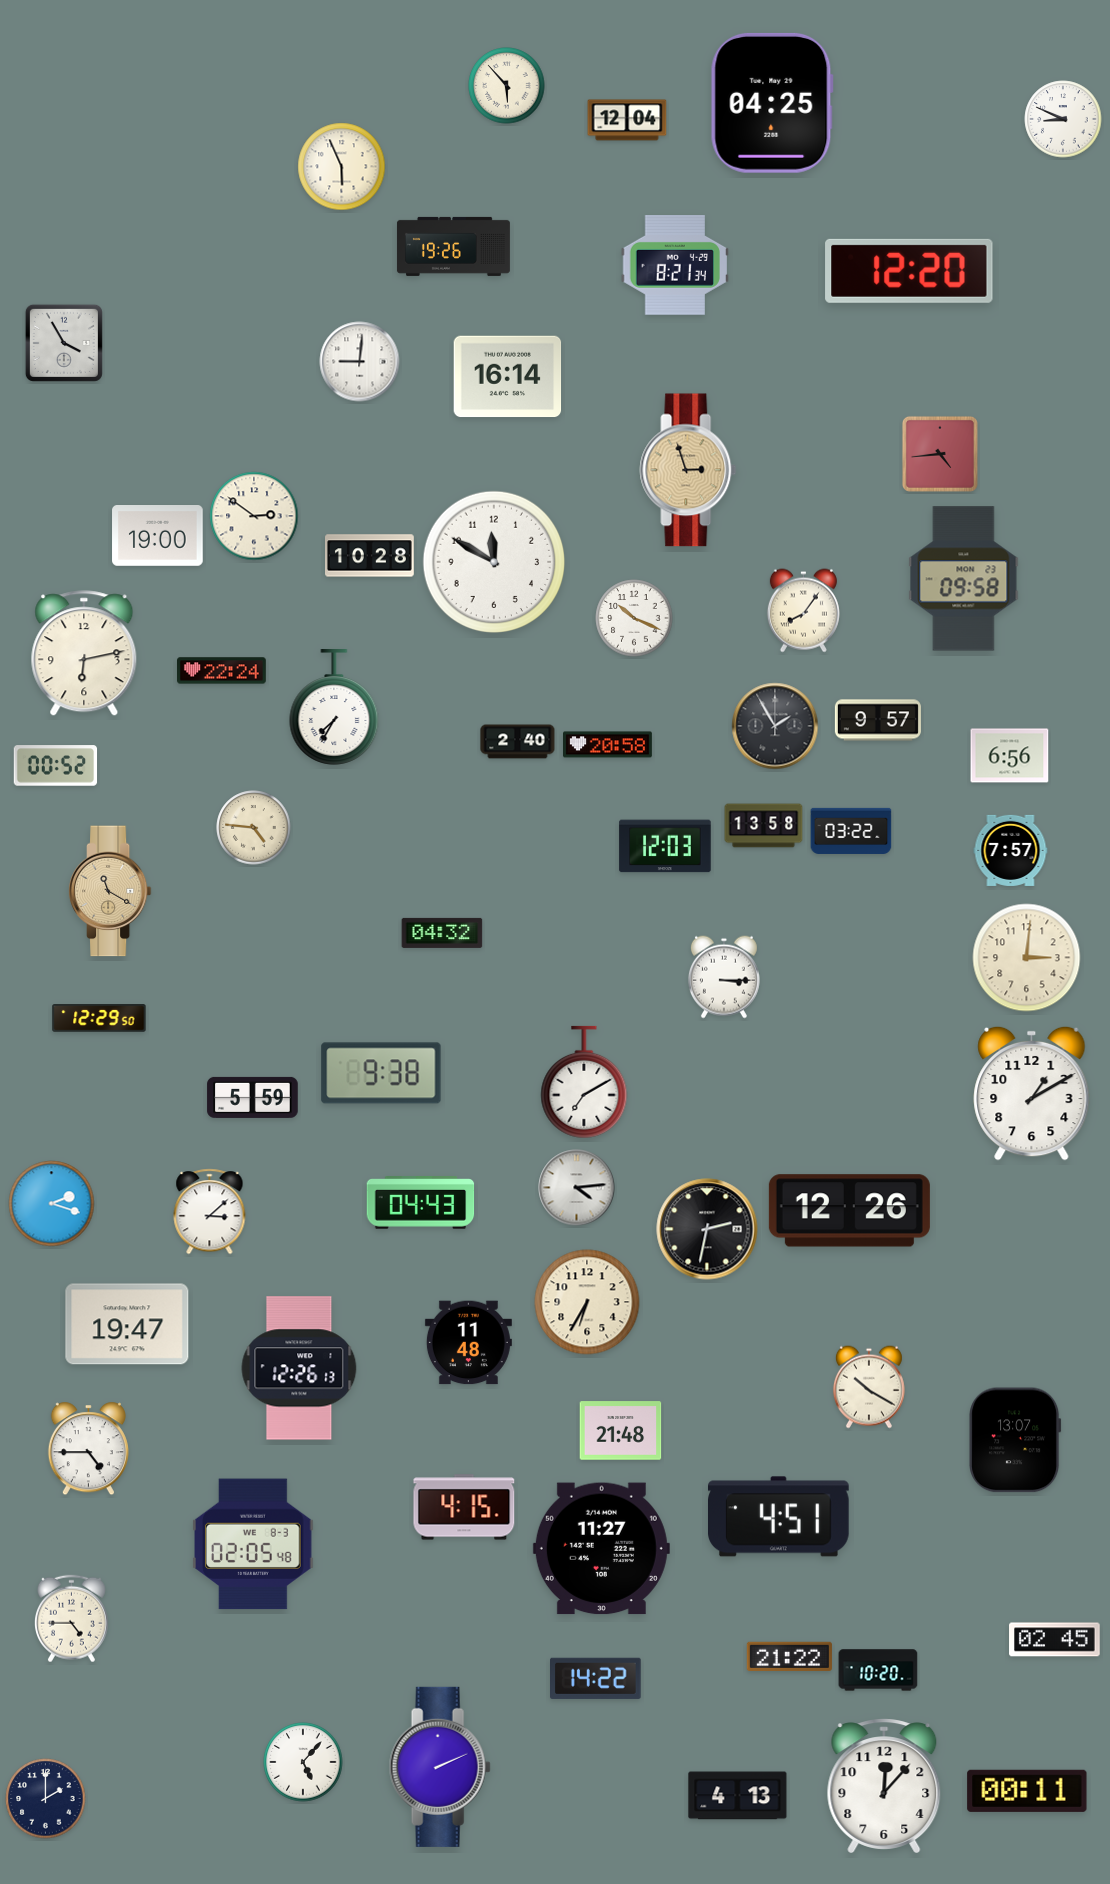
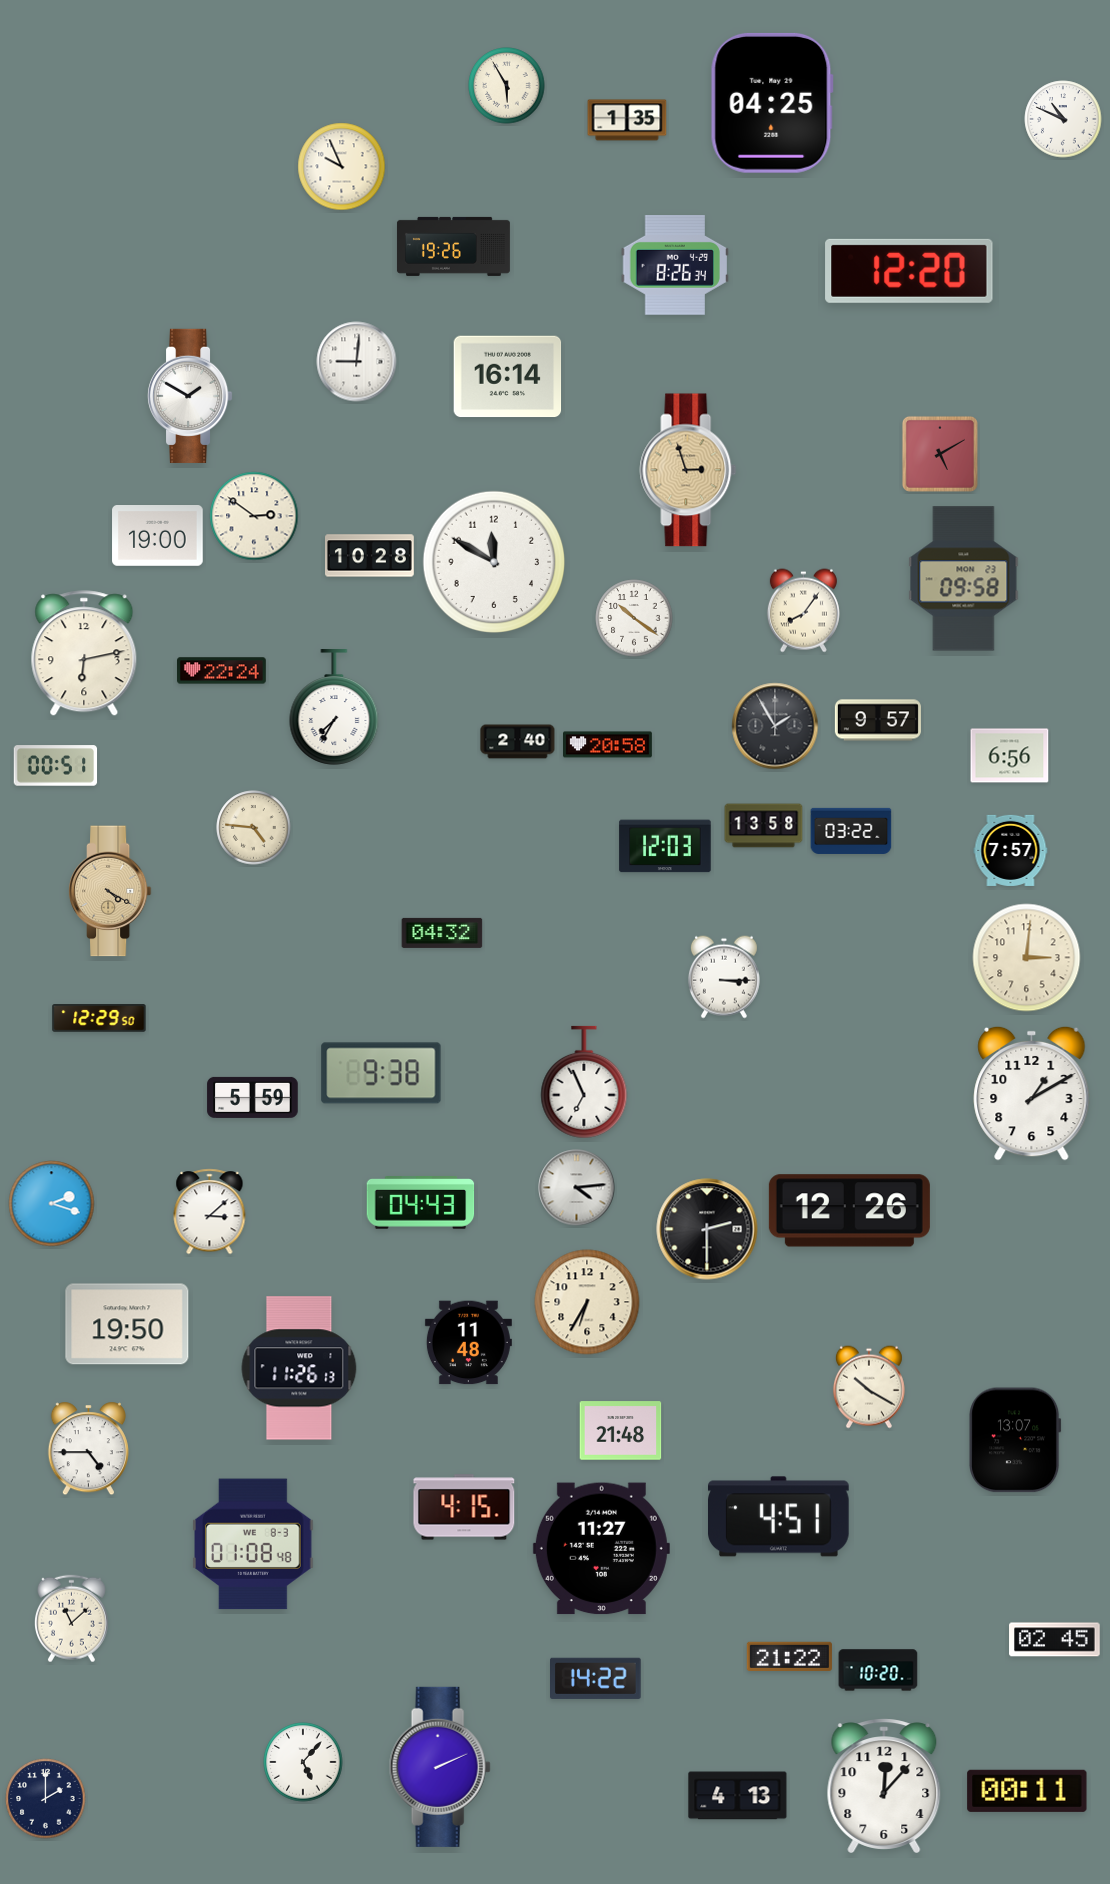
clock at (507, 86): 5:53 -> 5:55
clock at (1063, 119): 8:49 -> 10:49
clock at (627, 120): 12:04 -> 1:35
clock at (342, 167): 5:56 -> 9:56
clock at (674, 266): 8:21 -> 8:26
clock at (64, 343): 3:55 -> none
clock at (360, 362) position: (360, 362) -> (357, 362)
clock at (190, 396): none -> 1:50
clock at (940, 454): 4:44 -> 5:10
clock at (634, 618): 10:19 -> 10:21
clock at (56, 766): 00:52 -> 00:51
clock at (110, 891): 11:20 -> 4:20
clock at (584, 1082): 7:10 -> 6:56
clock at (707, 1229): 2:32 -> 2:30
clock at (127, 1324): 19:47 -> 19:50
clock at (299, 1368): 12:26 -> 11:26
clock at (253, 1544): 02:05 -> 01:08
clock at (71, 1619): 4:45 -> 11:08
